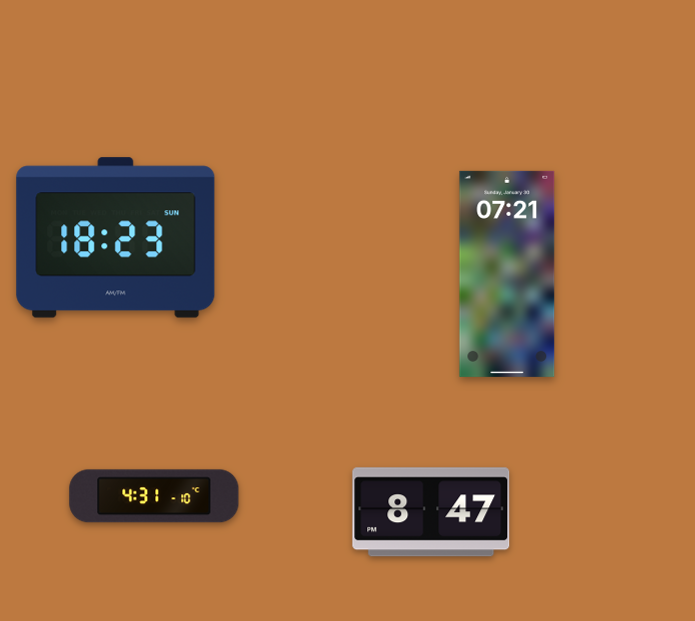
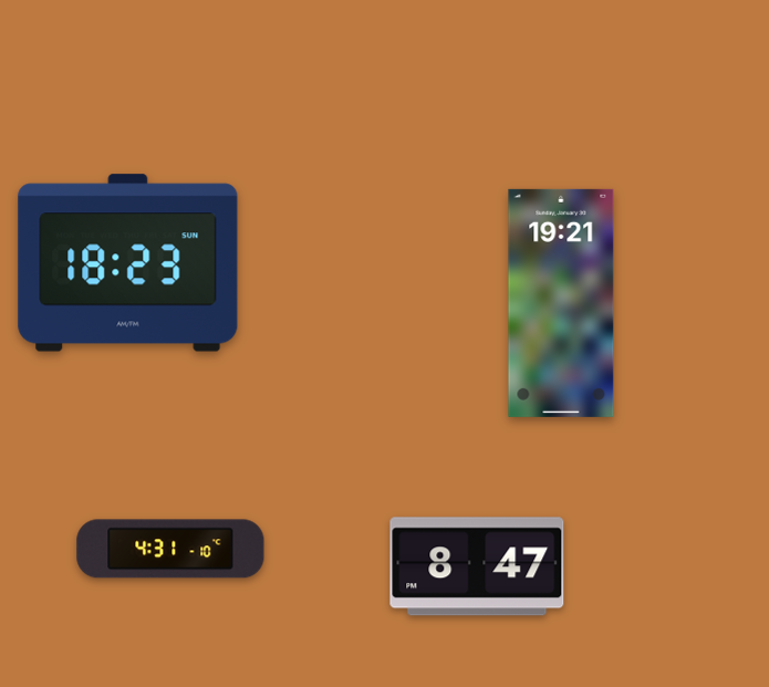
clock at (507, 274): 07:21 -> 19:21
